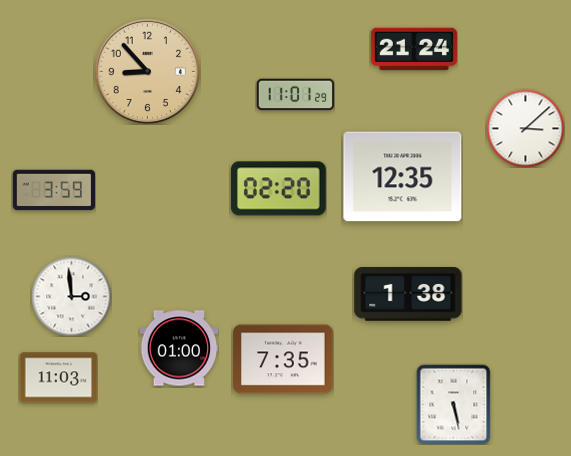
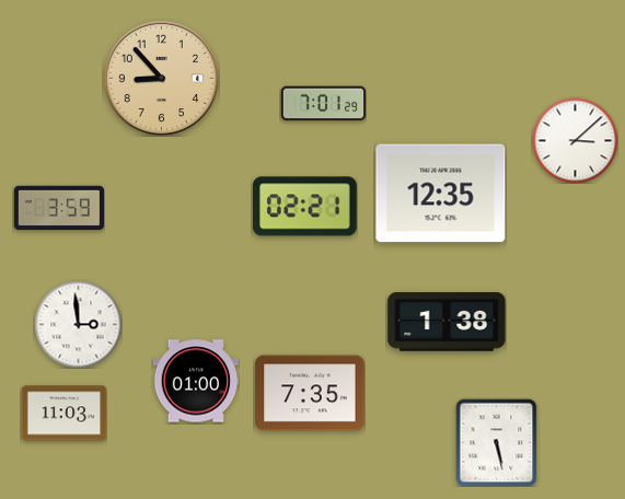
clock at (414, 49): 21:24 -> none
clock at (295, 95): 11:01 -> 7:01
clock at (279, 189): 02:20 -> 02:21
